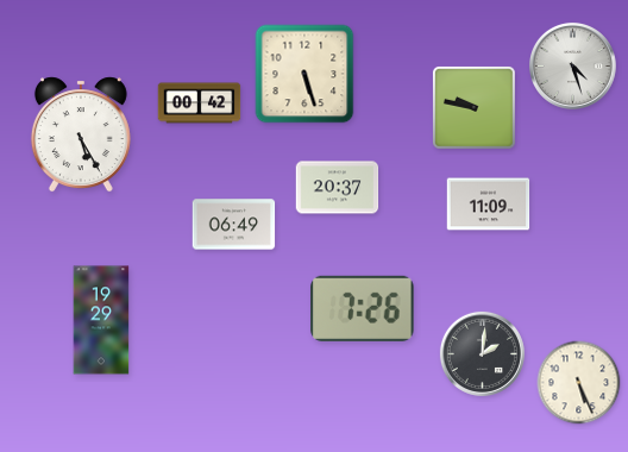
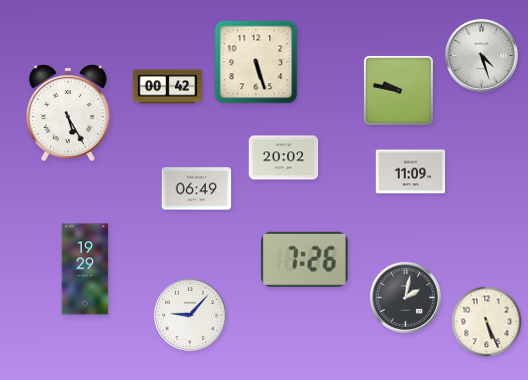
clock at (338, 188): 20:37 -> 20:02
clock at (482, 353): 2:01 -> 2:02
clock at (190, 315): none -> 9:07
